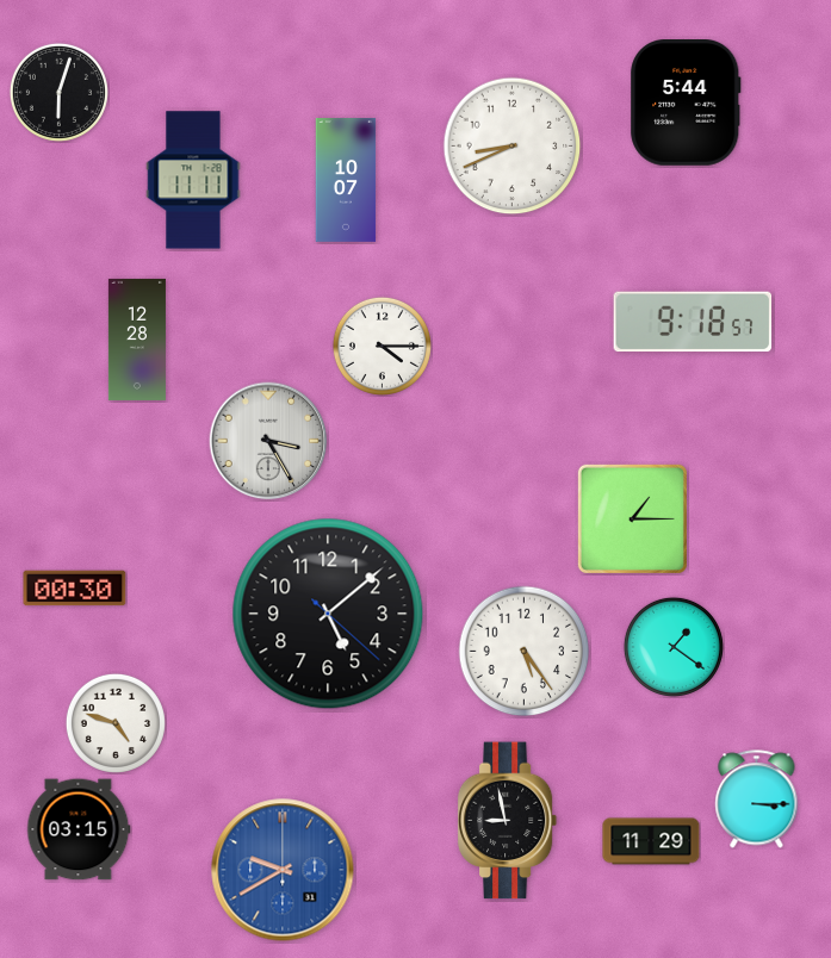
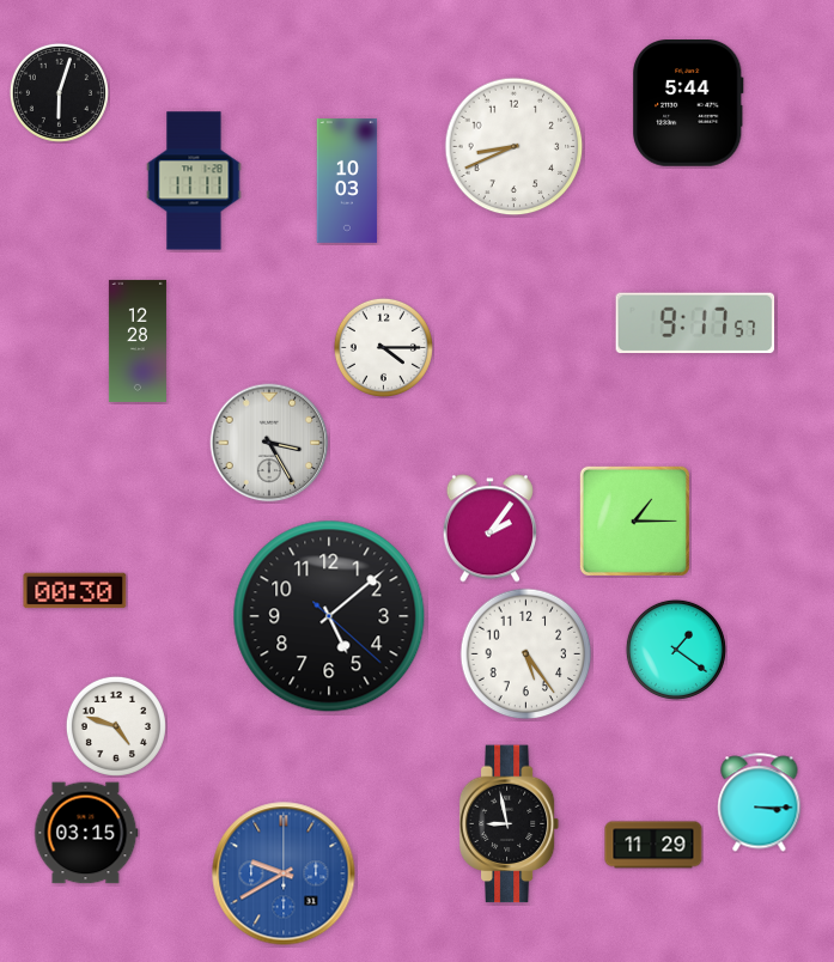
clock at (346, 181): 10:07 -> 10:03
clock at (693, 322): 9:18 -> 9:17
clock at (489, 529): none -> 2:06
clock at (79, 829) position: (79, 829) -> (86, 833)
